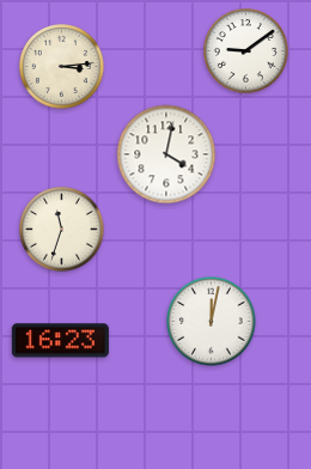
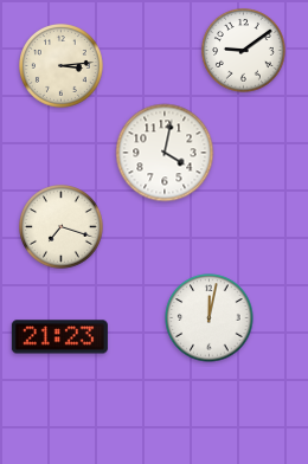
clock at (62, 230): 11:33 -> 7:18
clock at (60, 341): 16:23 -> 21:23
